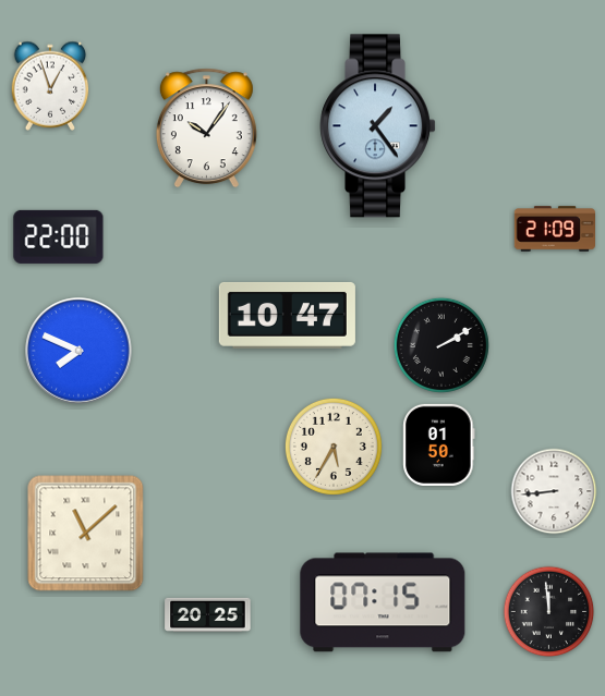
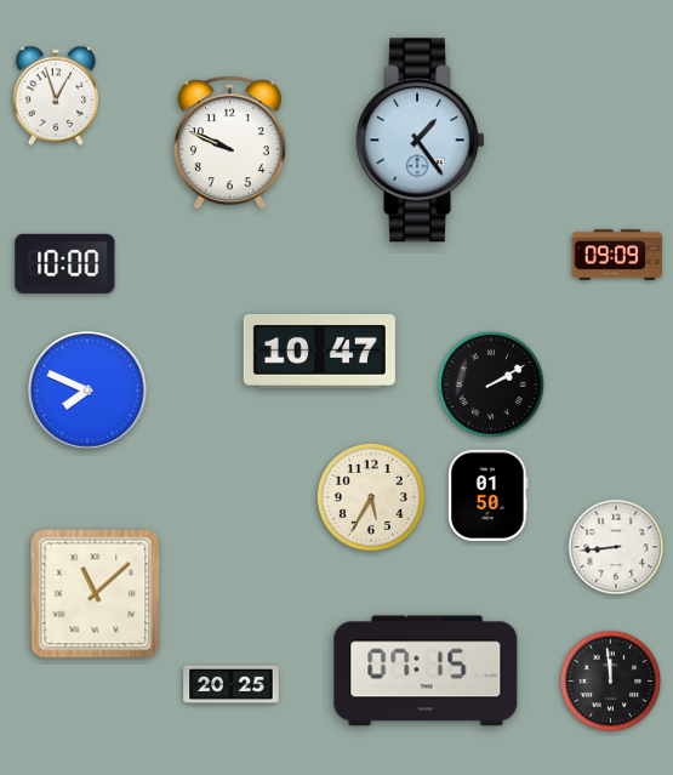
clock at (206, 129): 10:06 -> 9:49
clock at (554, 229): 21:09 -> 09:09
clock at (59, 236): 22:00 -> 10:00
